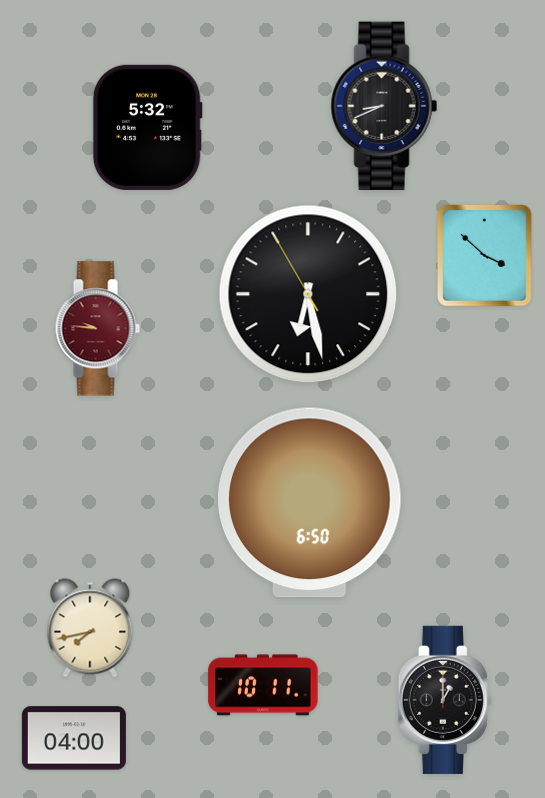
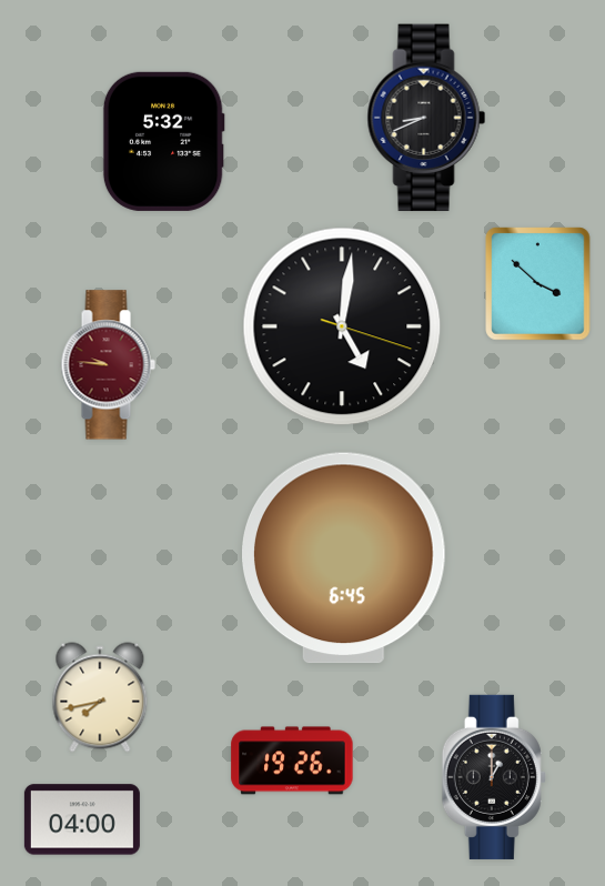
clock at (308, 294): 6:27 -> 5:01
clock at (310, 503): 6:50 -> 6:45
clock at (263, 685): 10:11 -> 19:26
